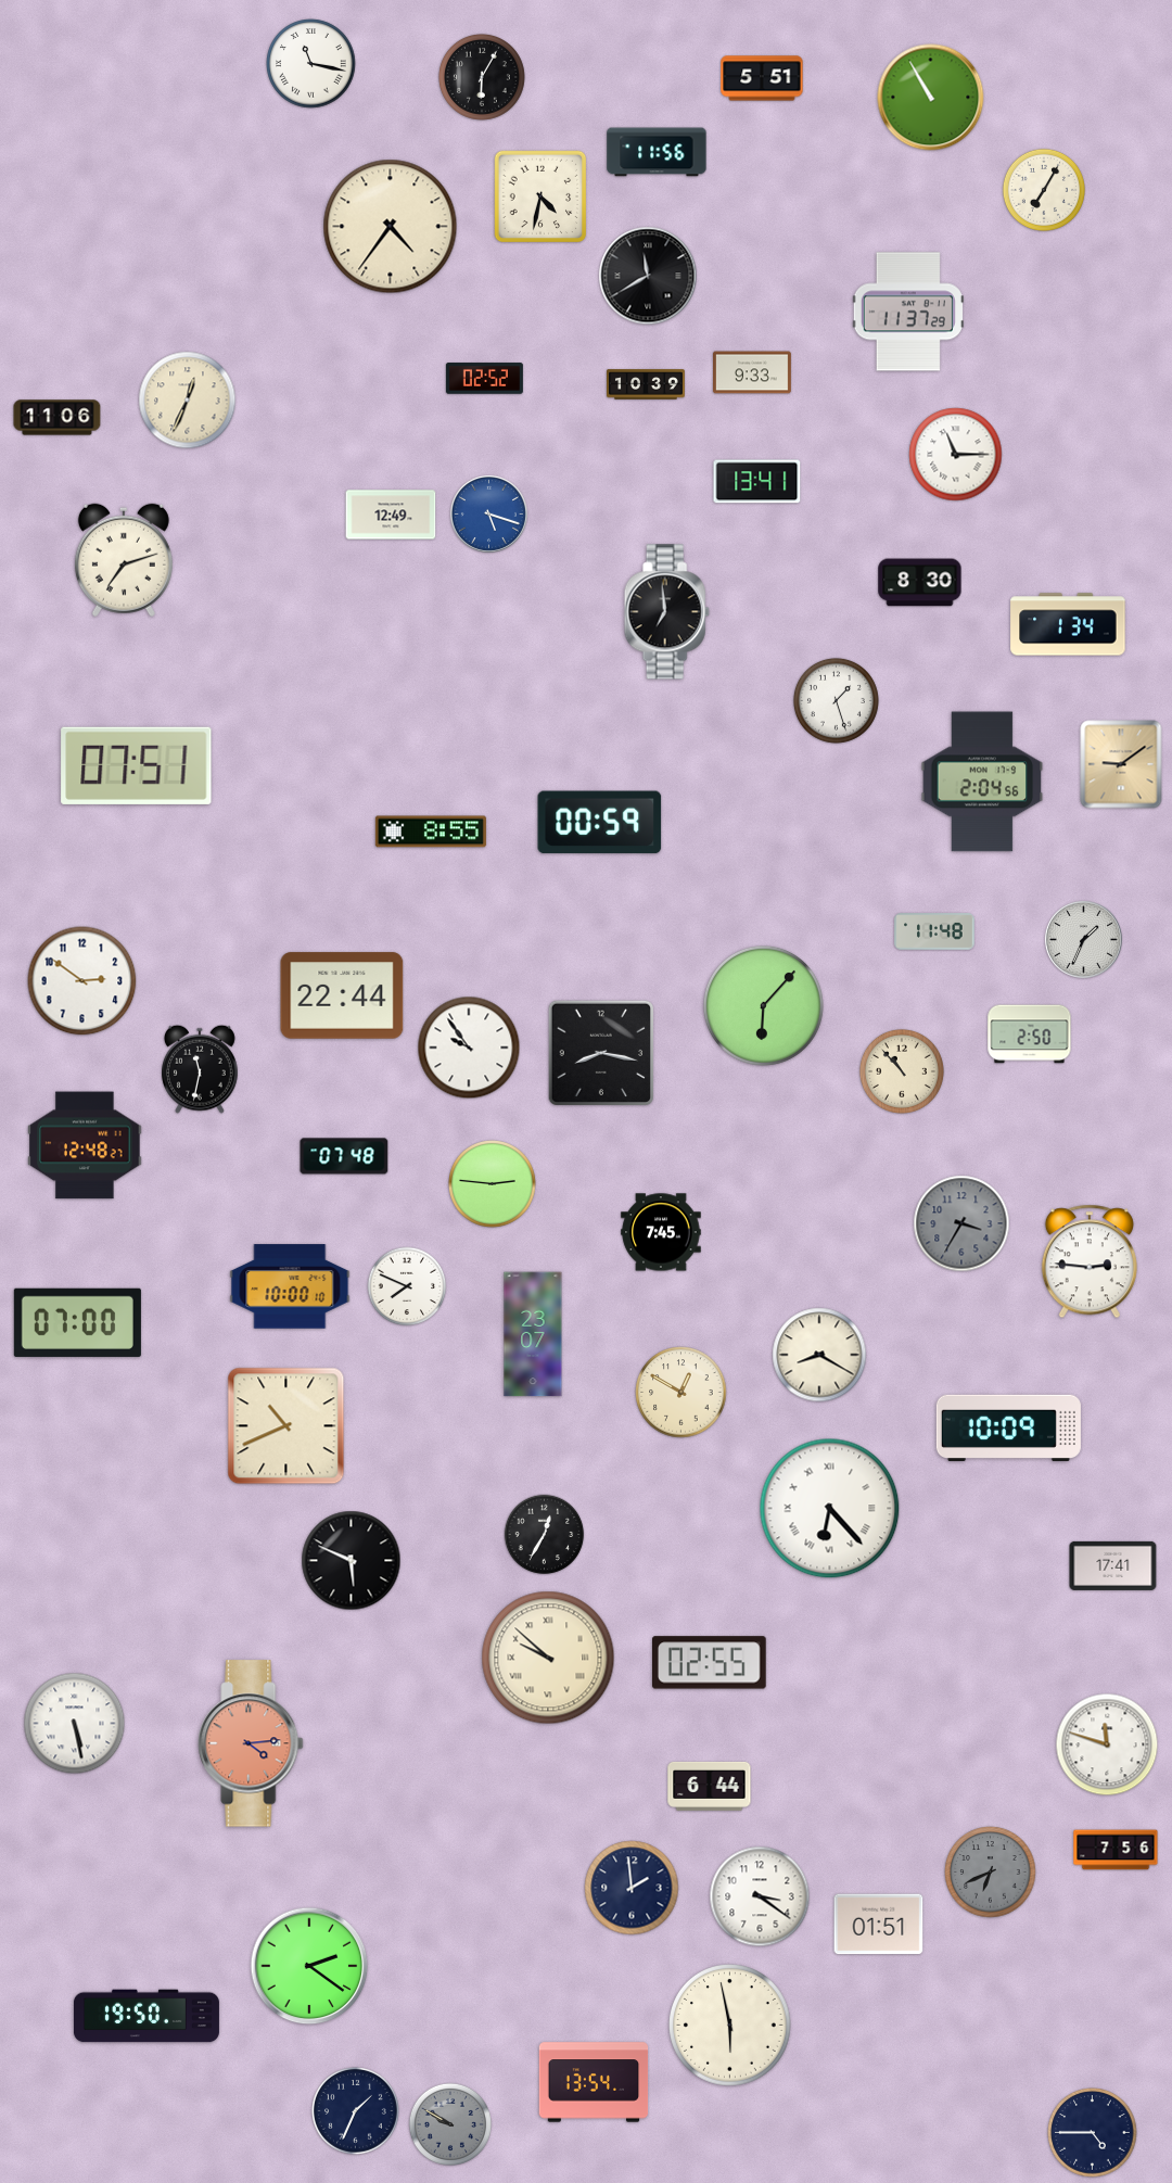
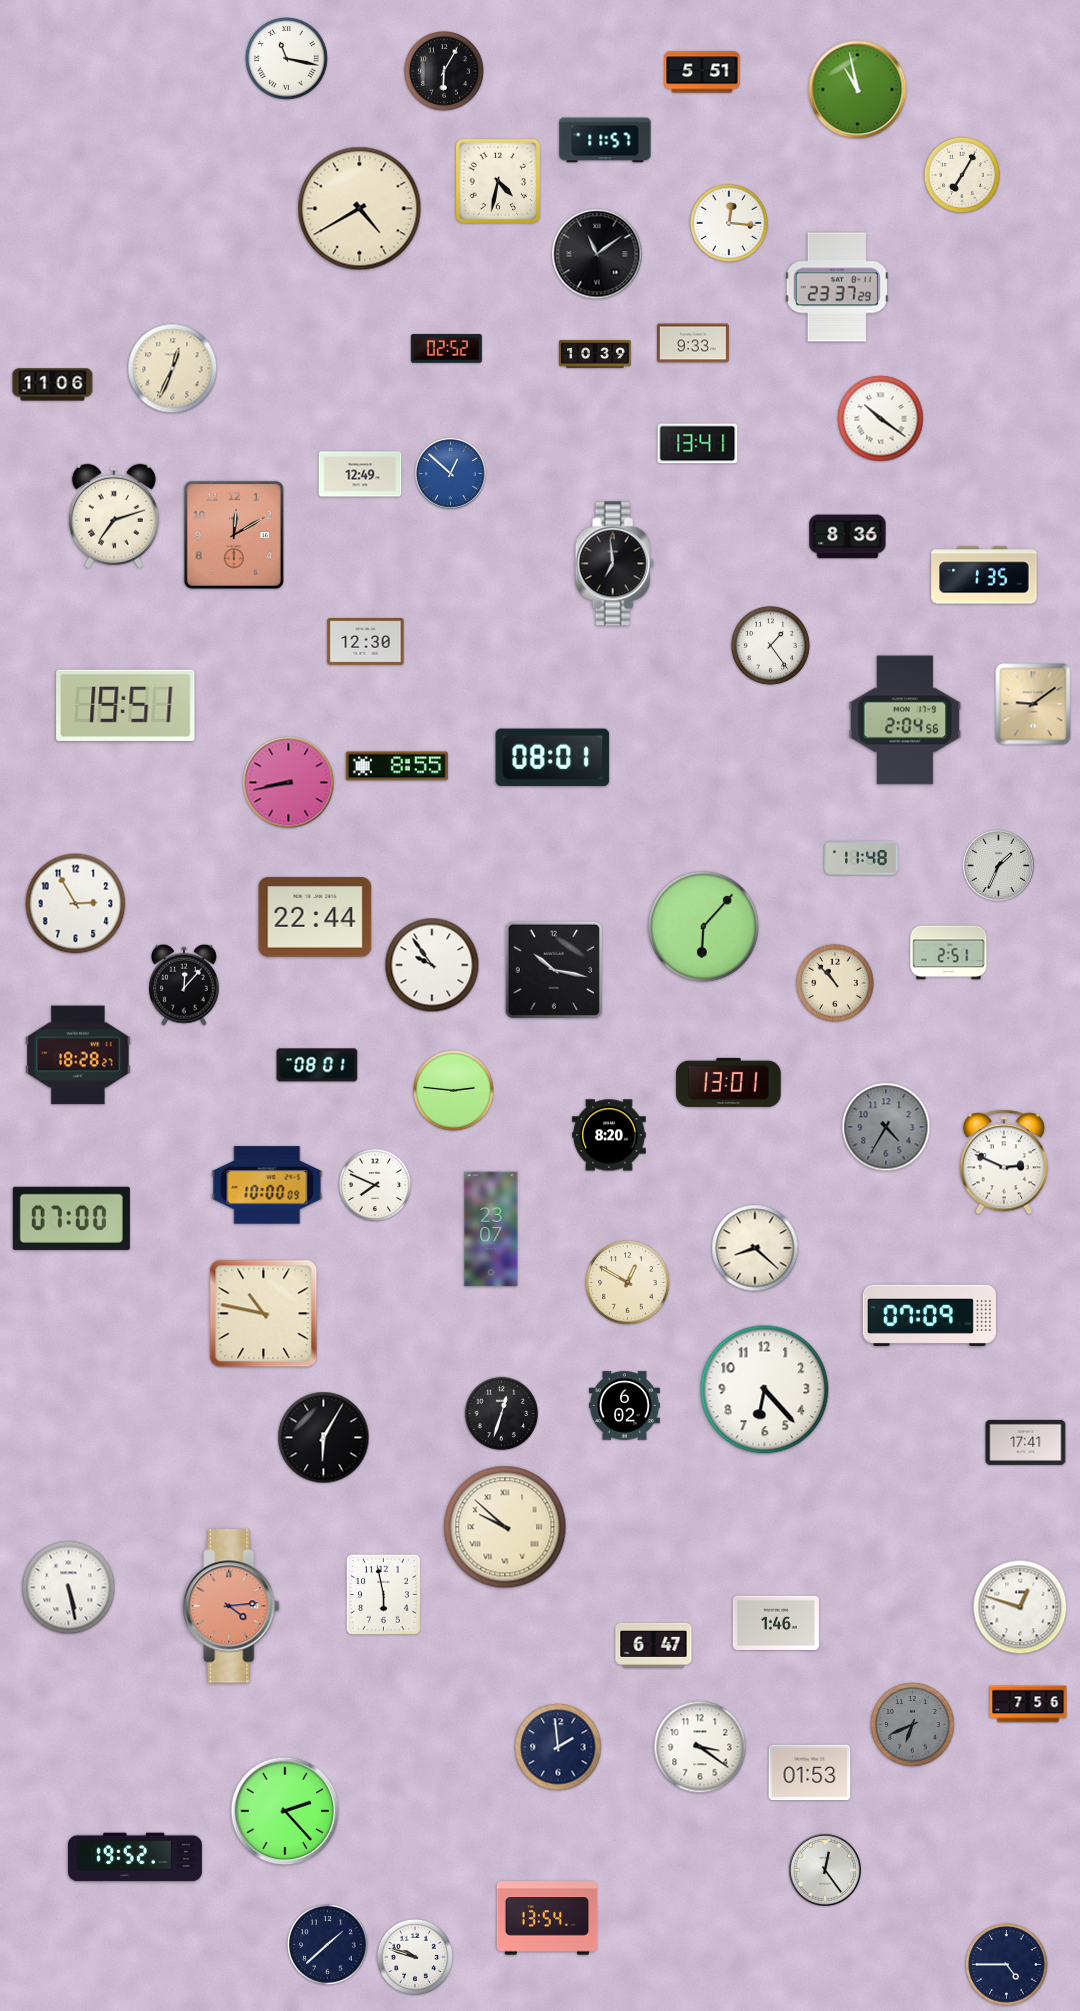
clock at (931, 98): 10:55 -> 10:58
clock at (657, 152): 11:56 -> 11:57
clock at (391, 227): 4:36 -> 4:40
clock at (729, 223): none -> 12:16
clock at (648, 276): 11:40 -> 11:09
clock at (908, 312): 11:37 -> 23:37
clock at (956, 455): 11:15 -> 10:21
clock at (488, 513): 5:18 -> 12:52
clock at (234, 535): none -> 12:10
clock at (920, 583): 8:30 -> 8:36
clock at (1068, 624): 1:34 -> 1:35
clock at (366, 642): none -> 12:30
clock at (836, 700): 1:27 -> 1:24
clock at (137, 765): 07:51 -> 19:51
clock at (600, 823): 00:59 -> 08:01
clock at (289, 783): none -> 8:43
clock at (82, 981): 2:51 -> 2:55
clock at (1030, 1035): 2:50 -> 2:51
clock at (601, 1053): 8:17 -> 10:17
clock at (201, 1069): 11:32 -> 12:07
clock at (902, 1071) position: (902, 1071) -> (835, 983)
clock at (85, 1145): 12:48 -> 18:28
clock at (344, 1156): 07:48 -> 08:01
clock at (729, 1082): none -> 13:01
clock at (961, 1223): 3:35 -> 4:35
clock at (661, 1232): 7:45 -> 8:20
clock at (1090, 1261): 2:46 -> 2:49
clock at (290, 1286): 10:00:10 -> 10:00:09
clock at (819, 1355): 8:20 -> 8:22
clock at (286, 1426): 10:41 -> 10:47
clock at (1008, 1427): 10:09 -> 07:09
clock at (830, 1509) numerals: Roman -> Arabic
clock at (624, 1406): none -> 6:02
clock at (545, 1535): 12:35 -> 12:33
clock at (352, 1561): 5:49 -> 6:05
clock at (710, 1663): 02:55 -> none
clock at (384, 1595): none -> 5:58
clock at (1107, 1744): 11:48 -> 12:48
clock at (776, 1623): none -> 1:46
clock at (710, 1786): 6:44 -> 6:47
clock at (632, 1888) position: (632, 1888) -> (558, 1747)
clock at (879, 1925): 01:51 -> 01:53
clock at (309, 1966): 2:21 -> 2:23
clock at (146, 2016): 19:50 -> 19:52
clock at (730, 2026): 5:58 -> none
clock at (825, 1870): none -> 12:24
clock at (356, 2111): 1:34 -> 1:38
clock at (450, 2124): 9:50 -> 9:48
clock at (450, 2124) dial: grey -> white
